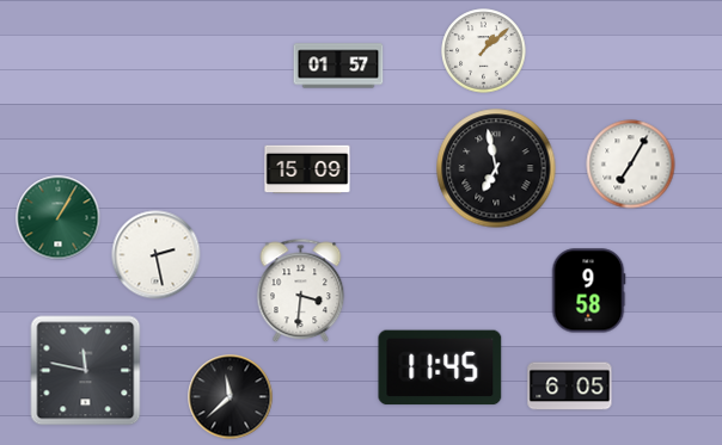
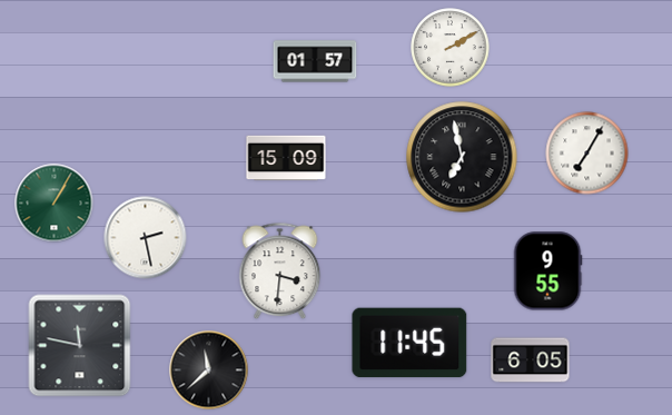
clock at (484, 51): 1:08 -> 2:10
clock at (588, 291): 9:58 -> 9:55
clock at (231, 397) position: (231, 397) -> (209, 370)
